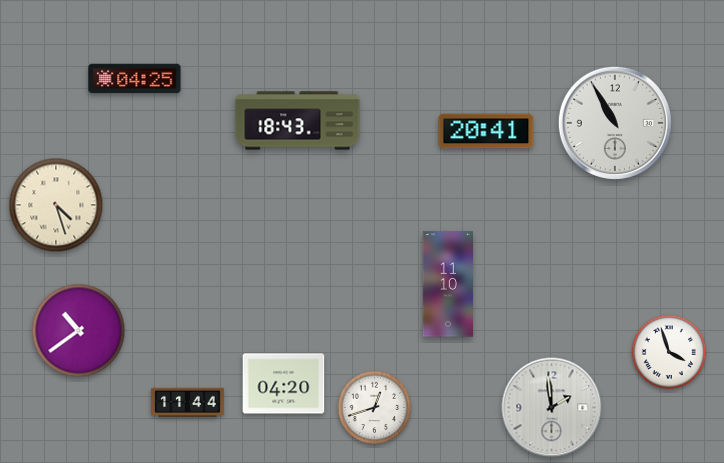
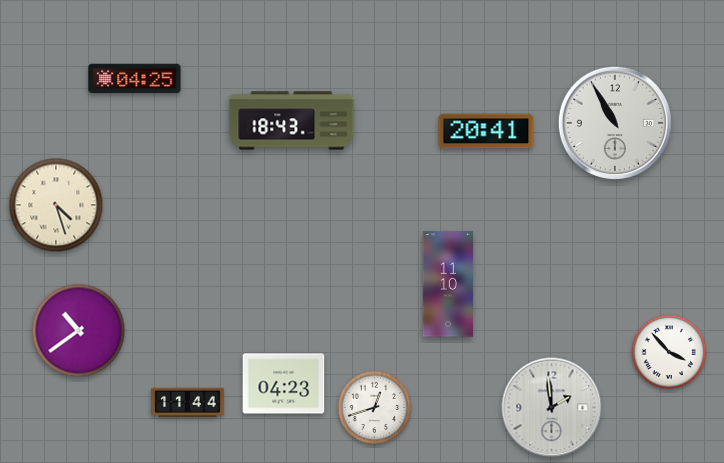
clock at (298, 121) position: (298, 121) -> (292, 121)
clock at (668, 351): 3:57 -> 3:53
clock at (284, 384): 04:20 -> 04:23
